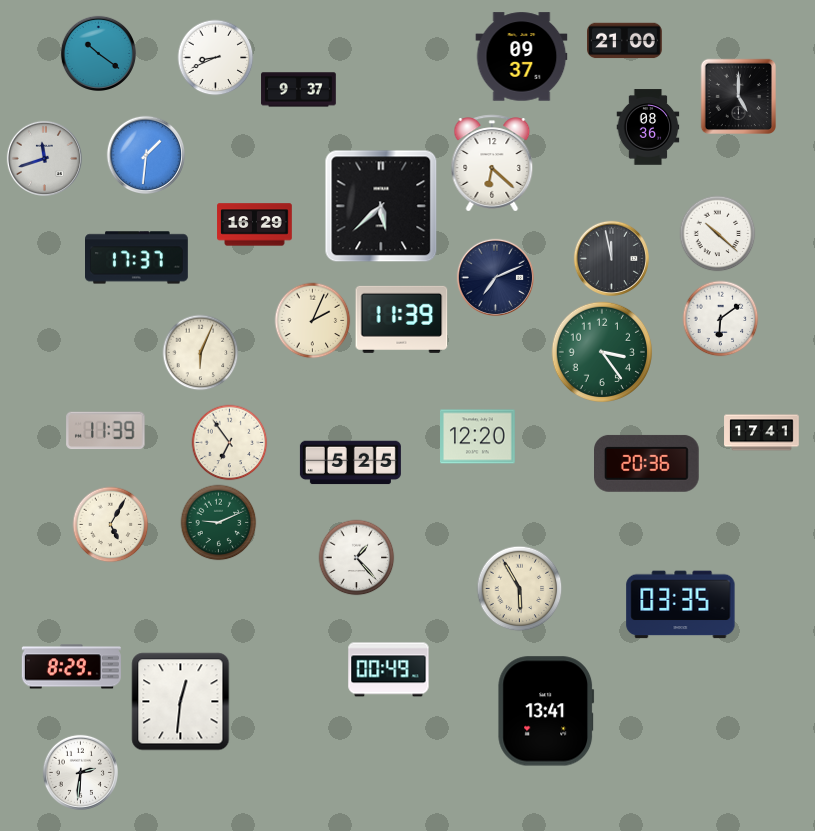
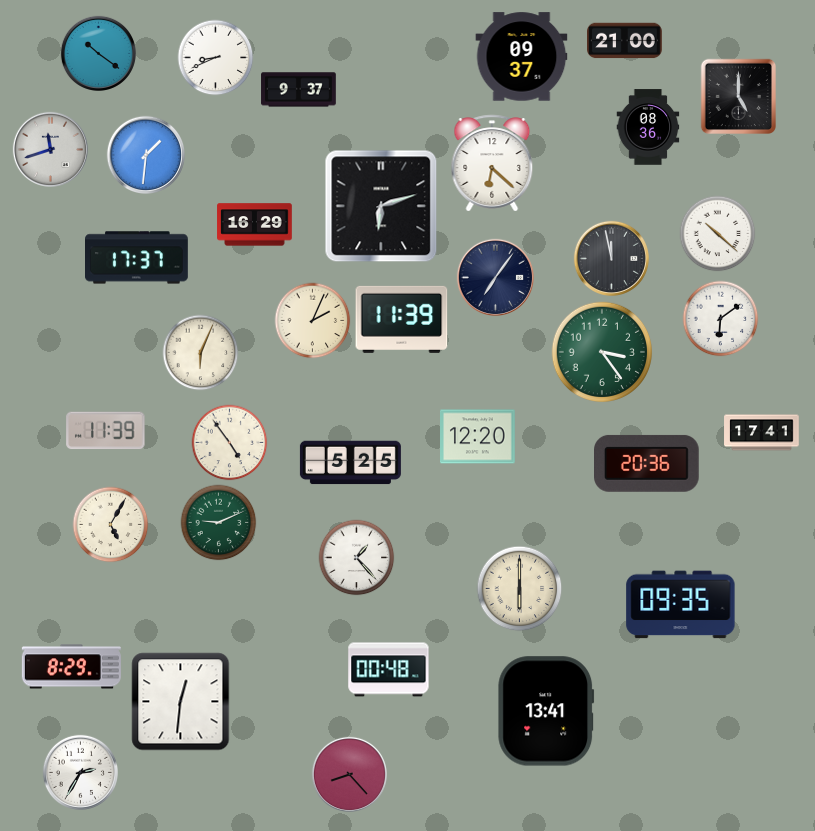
clock at (44, 158) position: (44, 158) -> (50, 149)
clock at (381, 206): 5:38 -> 6:12
clock at (495, 277): 7:11 -> 7:06
clock at (230, 443): 6:54 -> 4:54
clock at (520, 589): 5:55 -> 6:00
clock at (681, 605): 03:35 -> 09:35
clock at (389, 670): 00:49 -> 00:48
clock at (80, 772): 2:31 -> 2:35
clock at (349, 774): none -> 8:23
